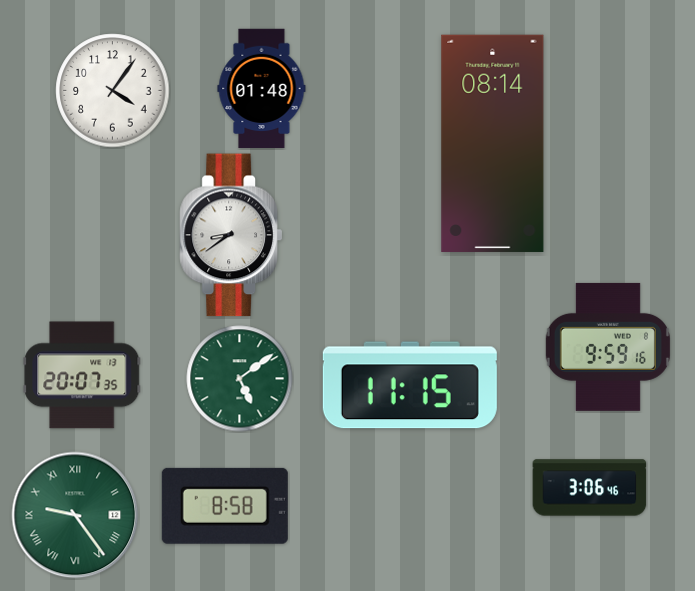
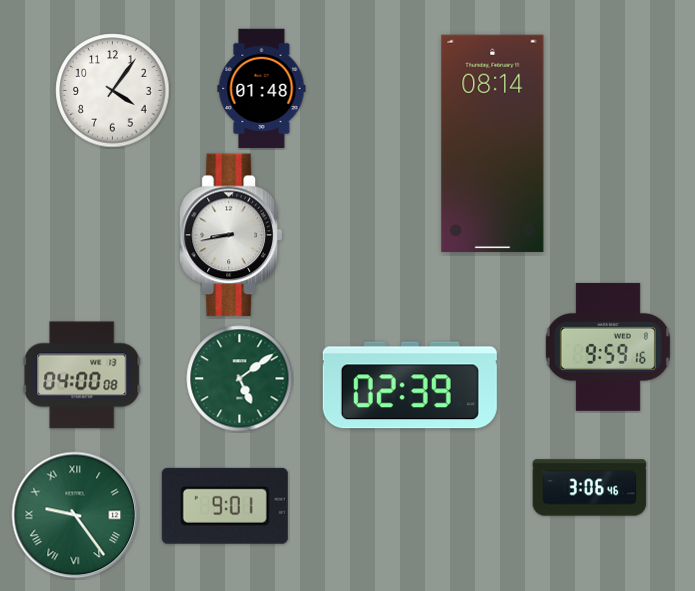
clock at (231, 235): 8:39 -> 8:43
clock at (82, 375): 20:07 -> 04:00
clock at (410, 385): 11:15 -> 02:39
clock at (225, 506): 8:58 -> 9:01
